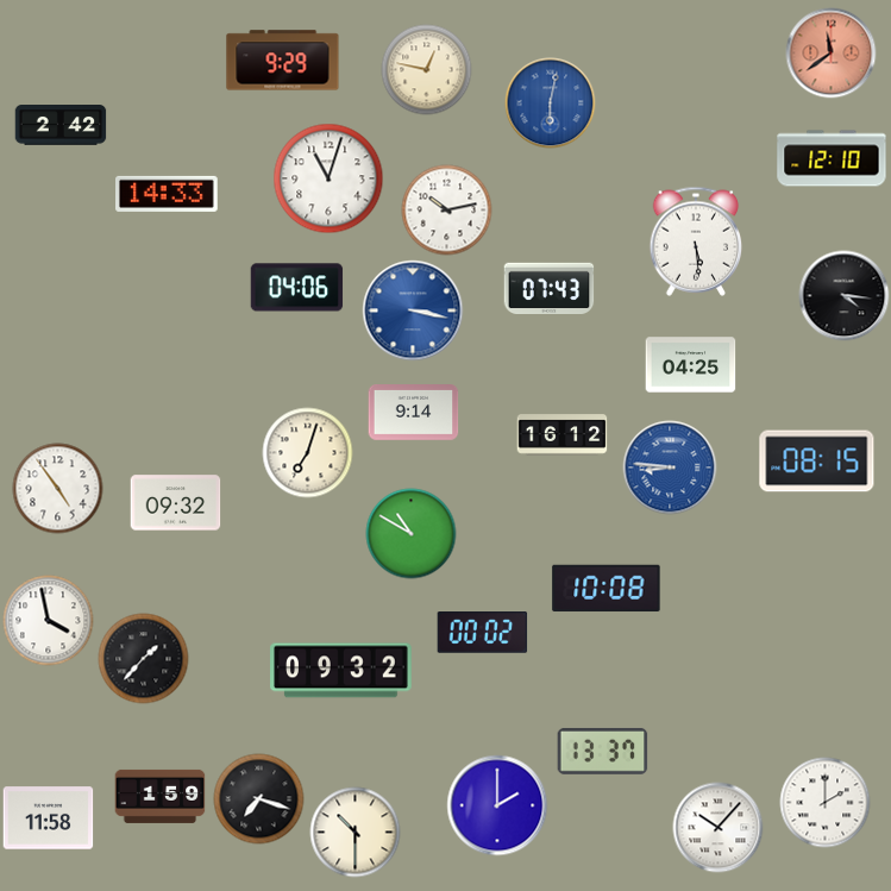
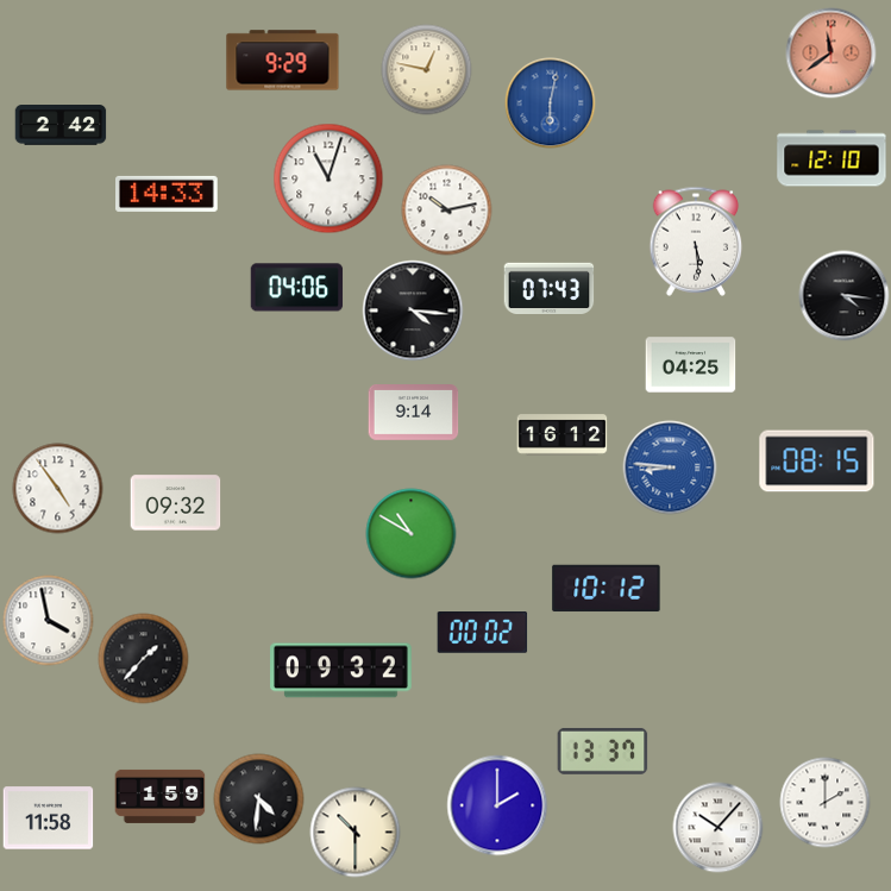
clock at (413, 310): 3:17 -> 4:16
clock at (413, 310) dial: blue -> black
clock at (308, 453): 7:03 -> none
clock at (607, 589): 10:08 -> 10:12
clock at (259, 799): 7:18 -> 4:31
